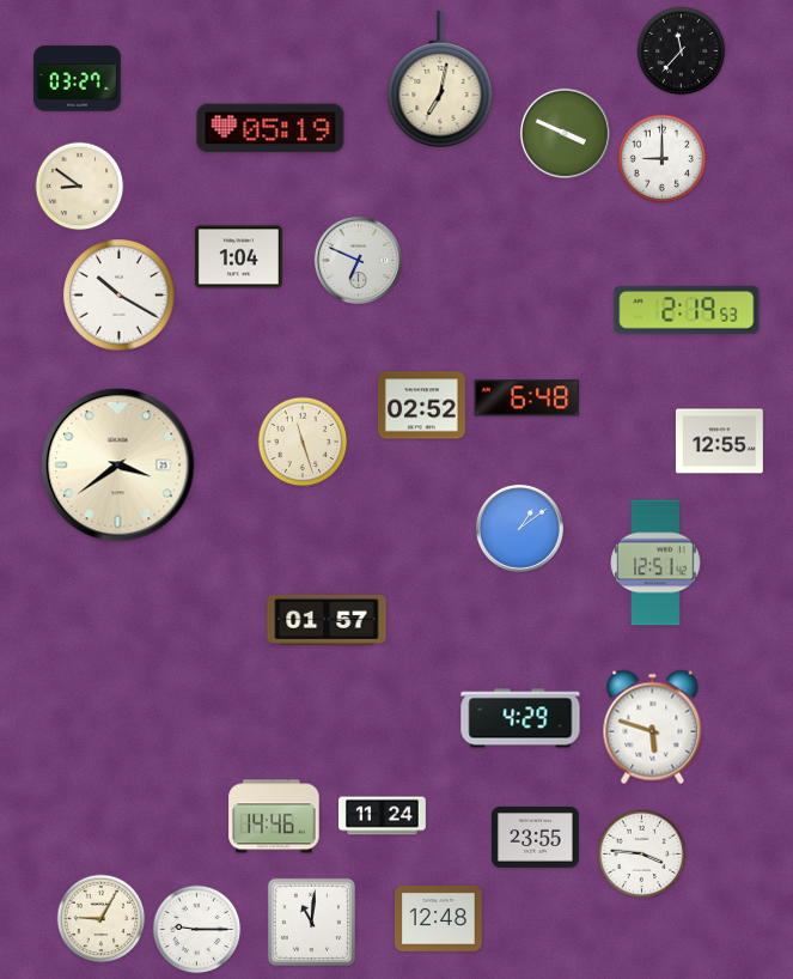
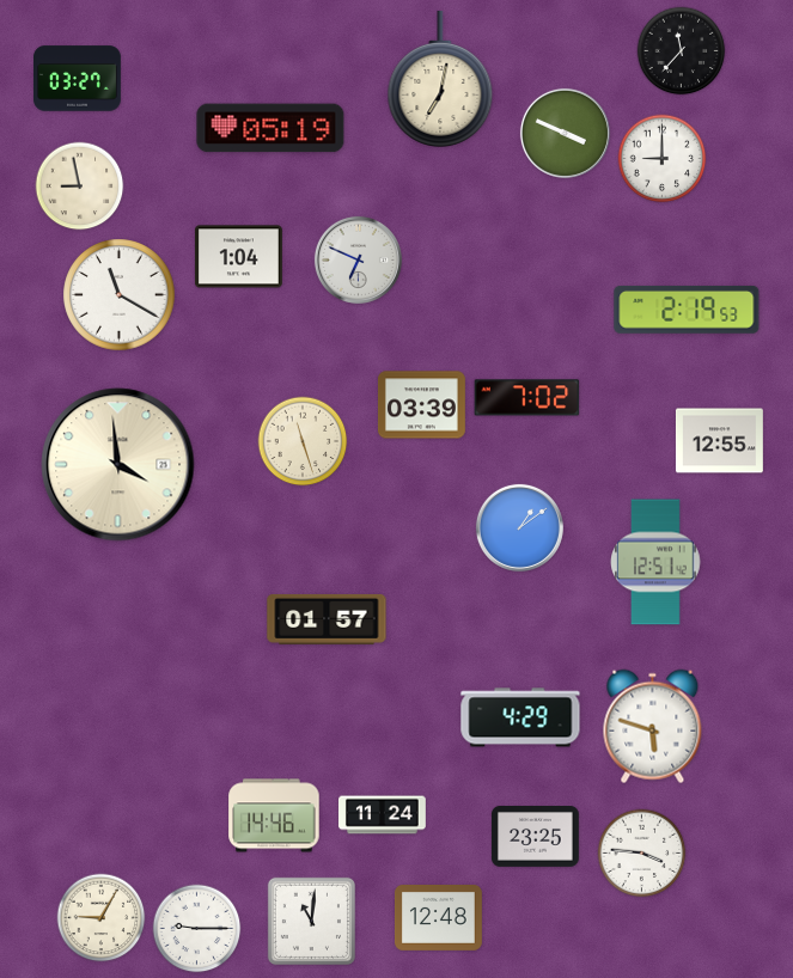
clock at (80, 187): 8:51 -> 8:58
clock at (120, 296): 10:20 -> 11:20
clock at (527, 399): 6:48 -> 7:02
clock at (421, 406): 02:52 -> 03:39
clock at (118, 466): 3:39 -> 3:59
clock at (535, 838): 23:55 -> 23:25
